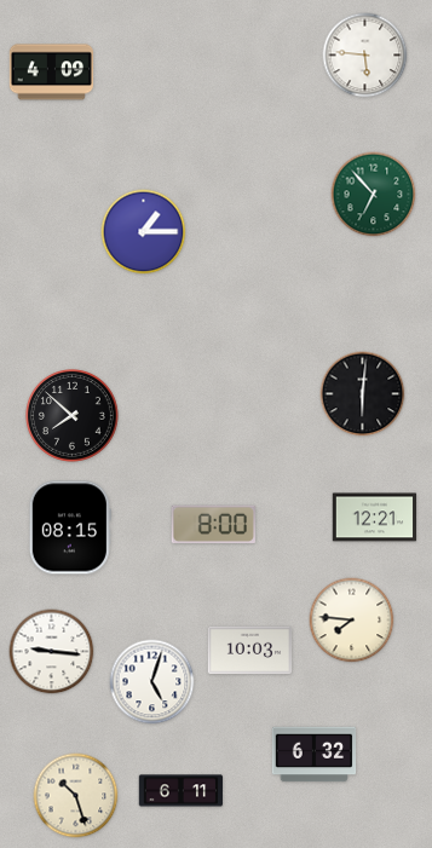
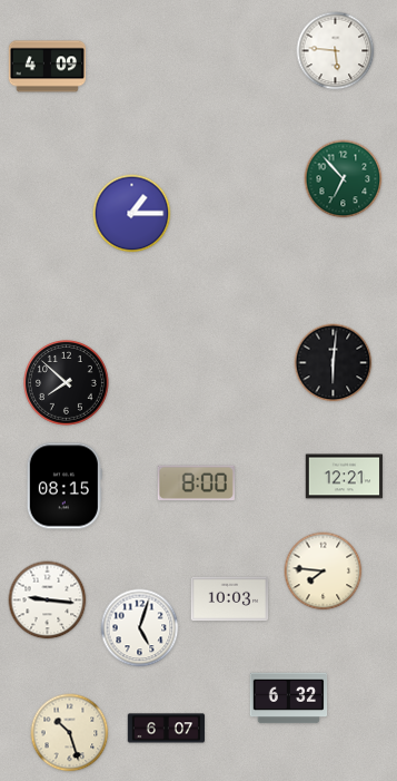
clock at (315, 755) position: (315, 755) -> (289, 699)
clock at (182, 791): 6:11 -> 6:07
